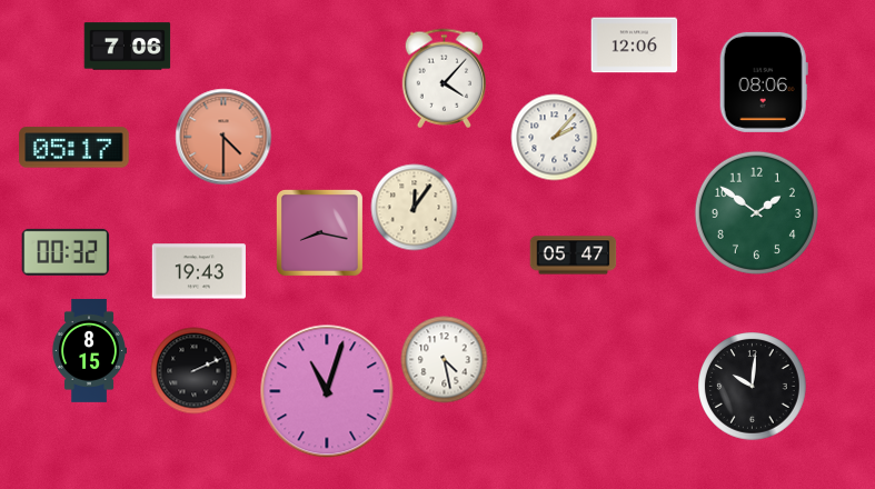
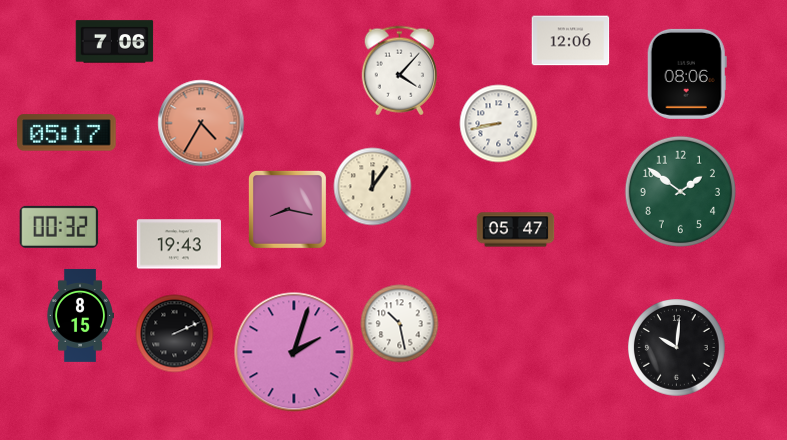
clock at (223, 137): 4:30 -> 4:35
clock at (554, 137): 2:07 -> 8:43
clock at (444, 359): 4:28 -> 10:28
clock at (327, 391): 11:03 -> 2:03
